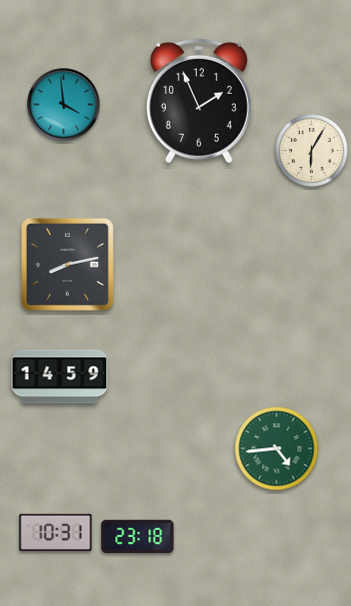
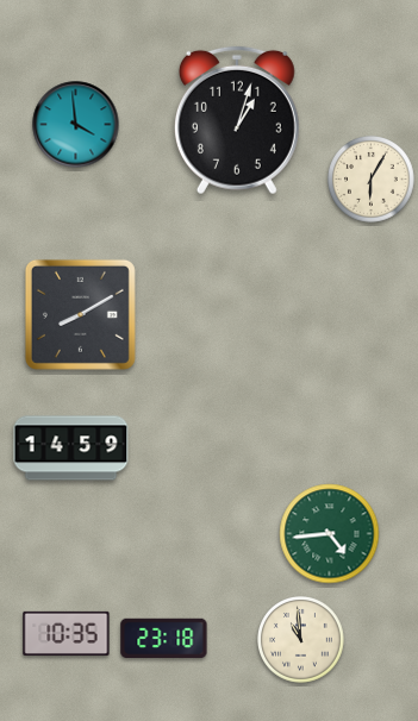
clock at (199, 101): 1:56 -> 1:03
clock at (67, 264): 8:13 -> 8:10
clock at (56, 532): 10:31 -> 10:35
clock at (301, 640): none -> 10:59
